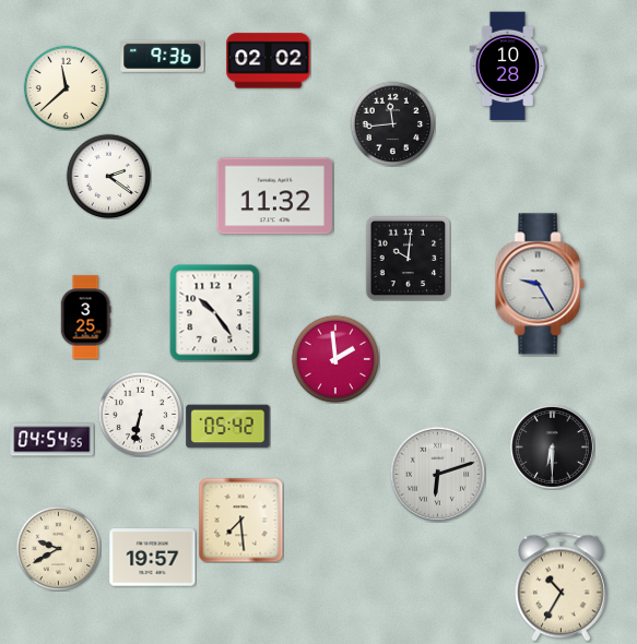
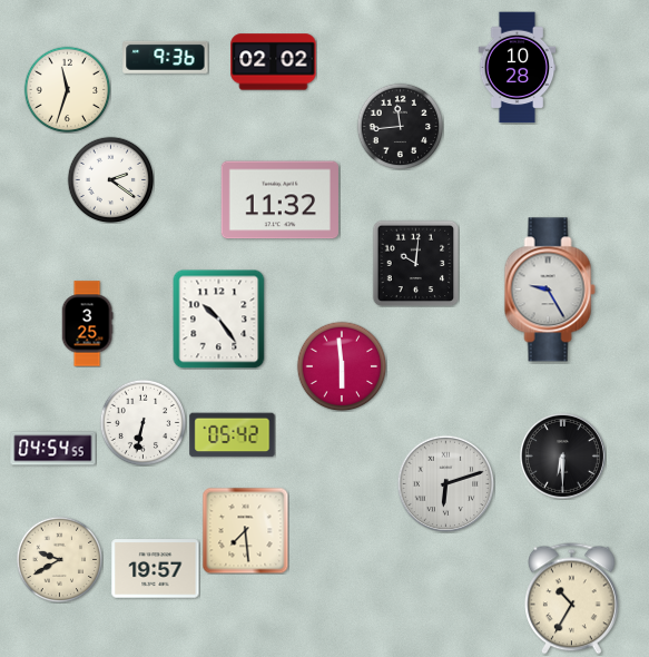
clock at (66, 87): 11:38 -> 11:33
clock at (335, 359): 1:59 -> 5:59
